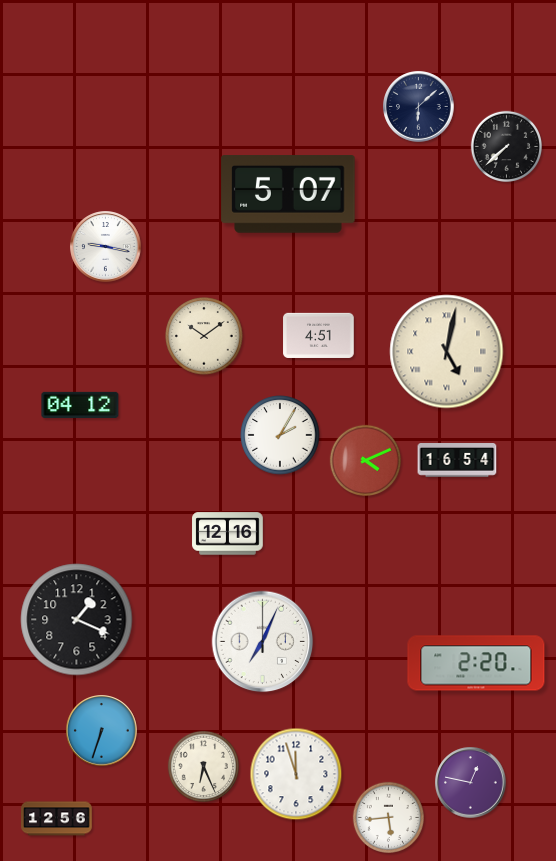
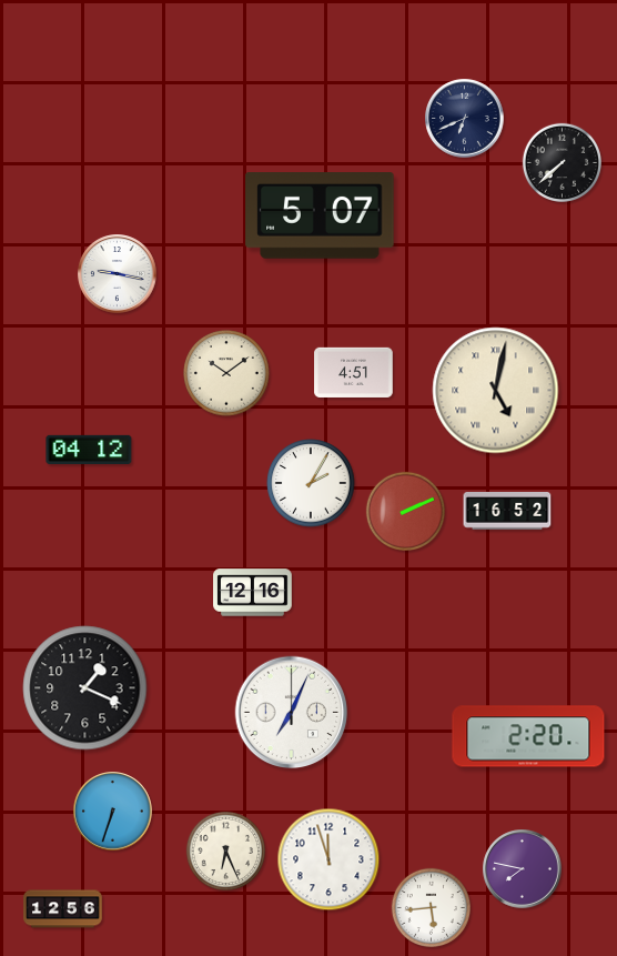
clock at (419, 107): 6:08 -> 6:41
clock at (365, 460): 4:11 -> 2:11
clock at (457, 461): 16:54 -> 16:52
clock at (471, 783): 12:47 -> 7:47
